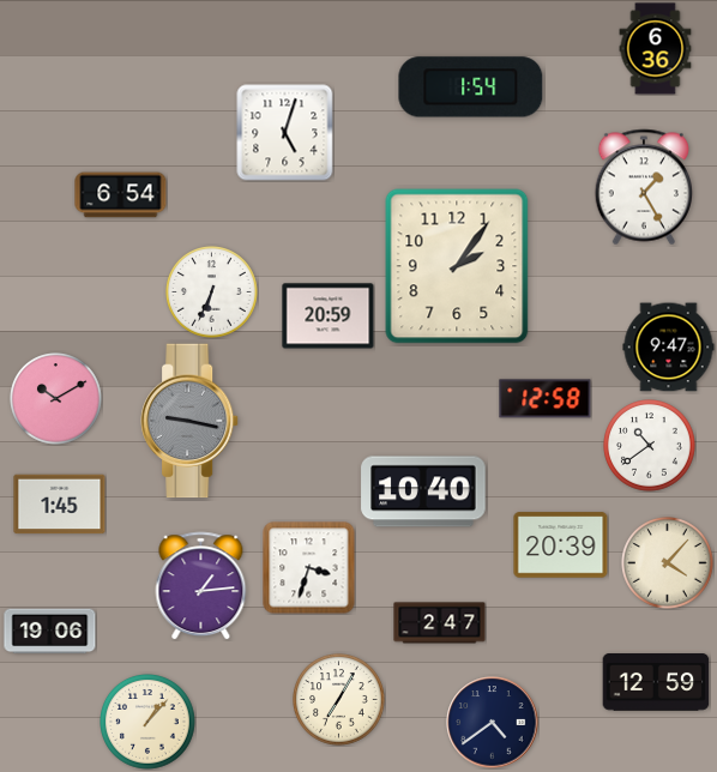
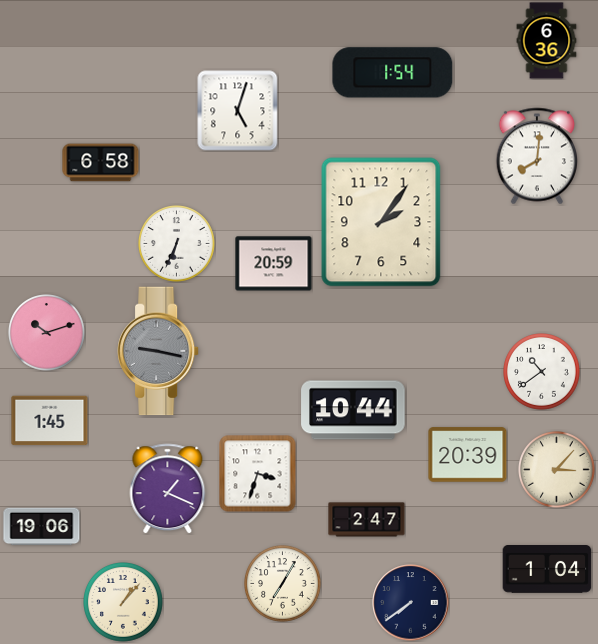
clock at (643, 187): 1:25 -> 8:01
clock at (121, 195): 6:54 -> 6:58
clock at (669, 348): 9:47 -> none
clock at (56, 399): 10:10 -> 10:12
clock at (546, 399): 12:58 -> none
clock at (423, 491): 10:40 -> 10:44
clock at (668, 563): 4:07 -> 3:07
clock at (201, 586): 1:14 -> 1:19
clock at (656, 683): 12:59 -> 1:04
clock at (493, 723): 4:39 -> 7:39
